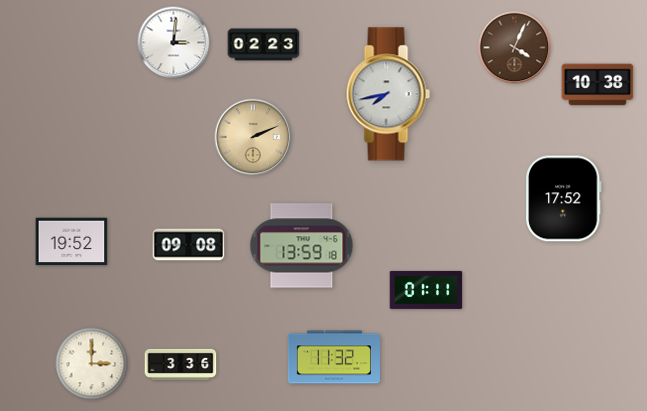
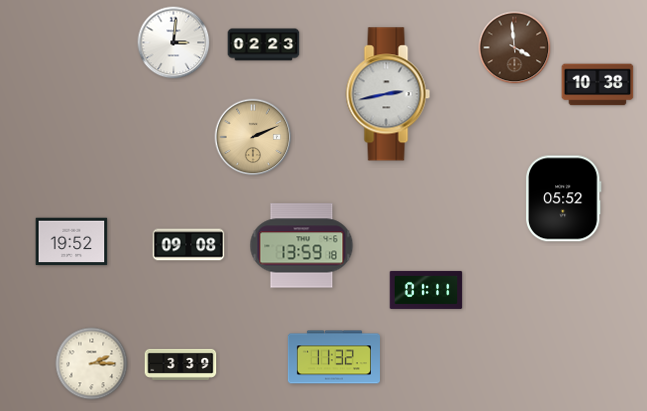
clock at (515, 48): 4:04 -> 3:59
clock at (388, 94): 7:43 -> 2:43
clock at (564, 199): 17:52 -> 05:52
clock at (92, 364): 3:00 -> 2:15
clock at (181, 364): 3:36 -> 3:39
